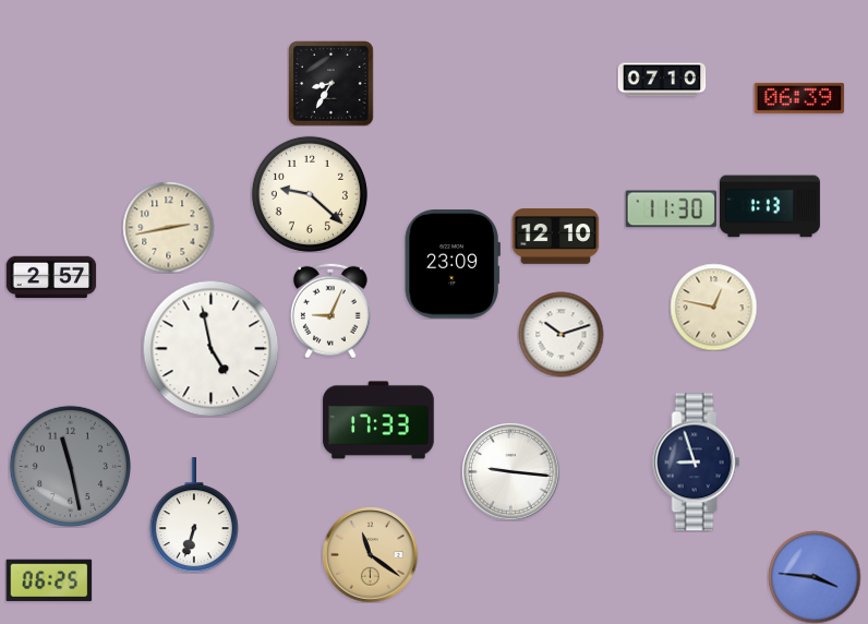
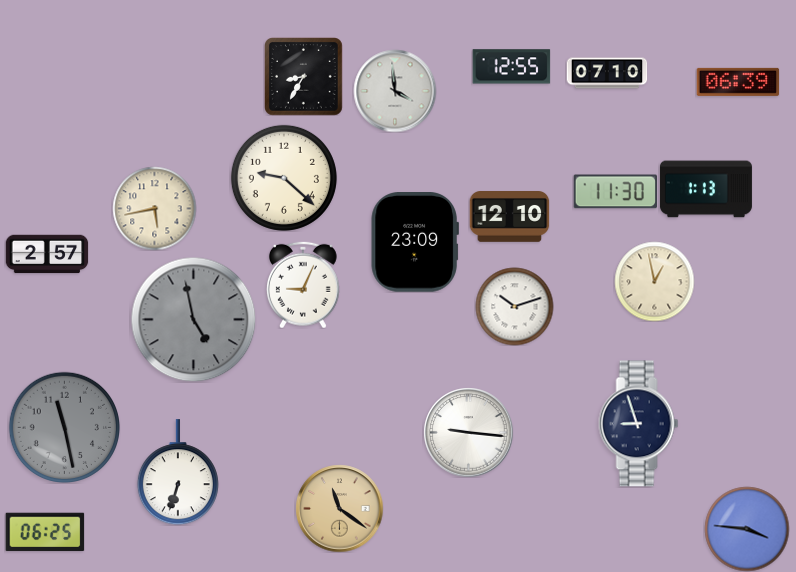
clock at (511, 67): none -> 12:55
clock at (799, 98) position: (799, 98) -> (738, 82)
clock at (395, 91): none -> 3:59
clock at (168, 227): 2:43 -> 5:43
clock at (713, 307): 12:47 -> 12:58
clock at (210, 348) dial: white -> grey
clock at (378, 420): 17:33 -> none
